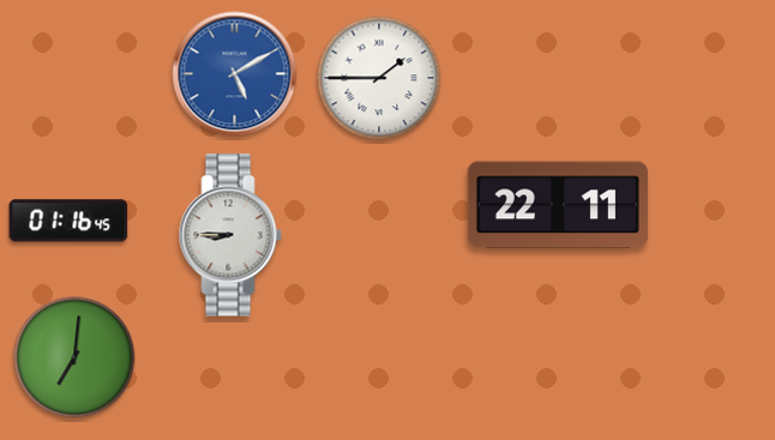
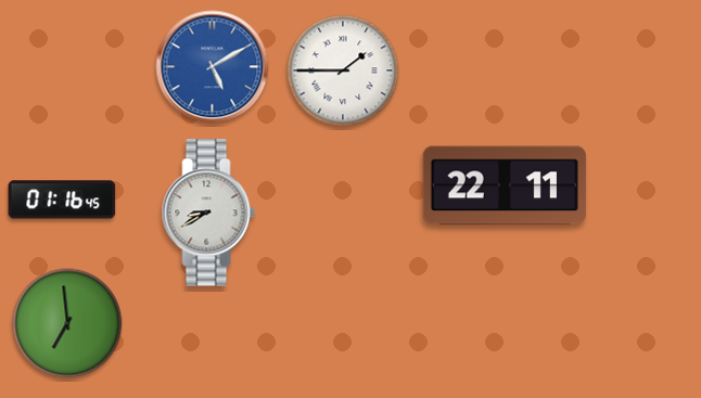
clock at (230, 235): 8:45 -> 8:40
clock at (74, 357): 7:01 -> 6:59
